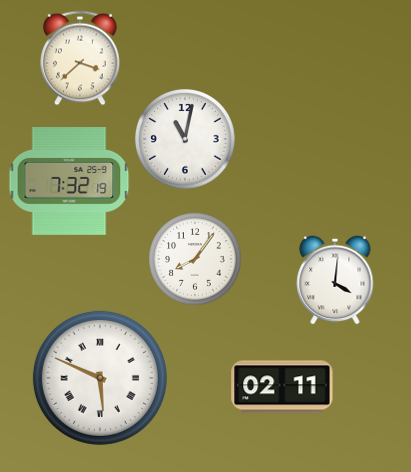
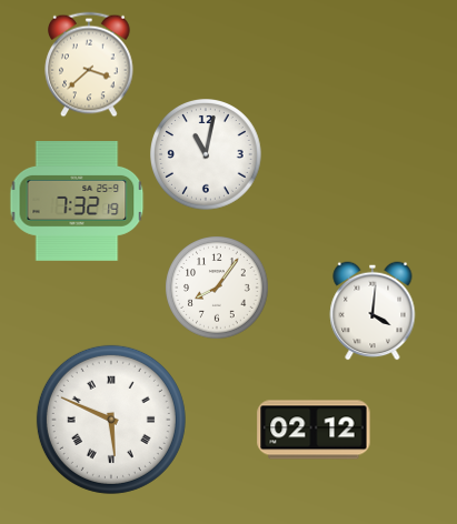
clock at (282, 387): 02:11 -> 02:12
